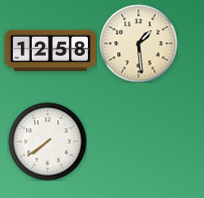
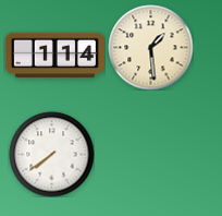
clock at (50, 51): 12:58 -> 1:14
